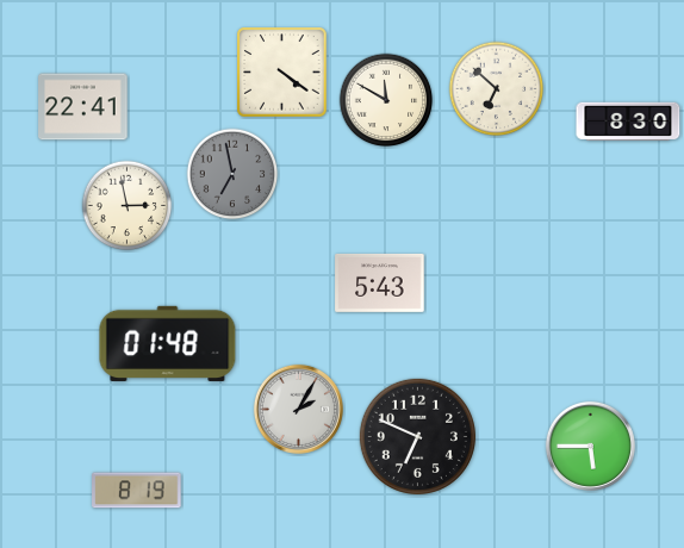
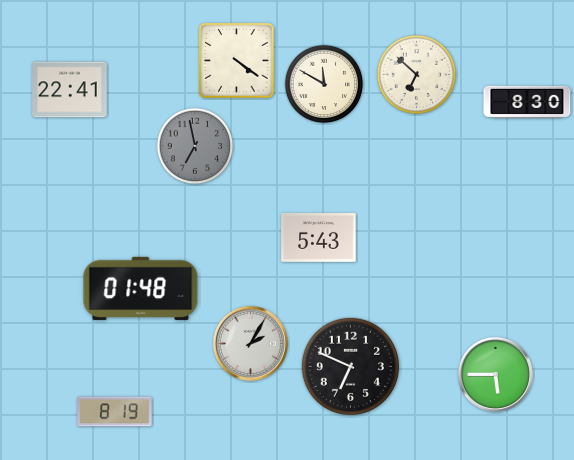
clock at (128, 206): 2:58 -> none
